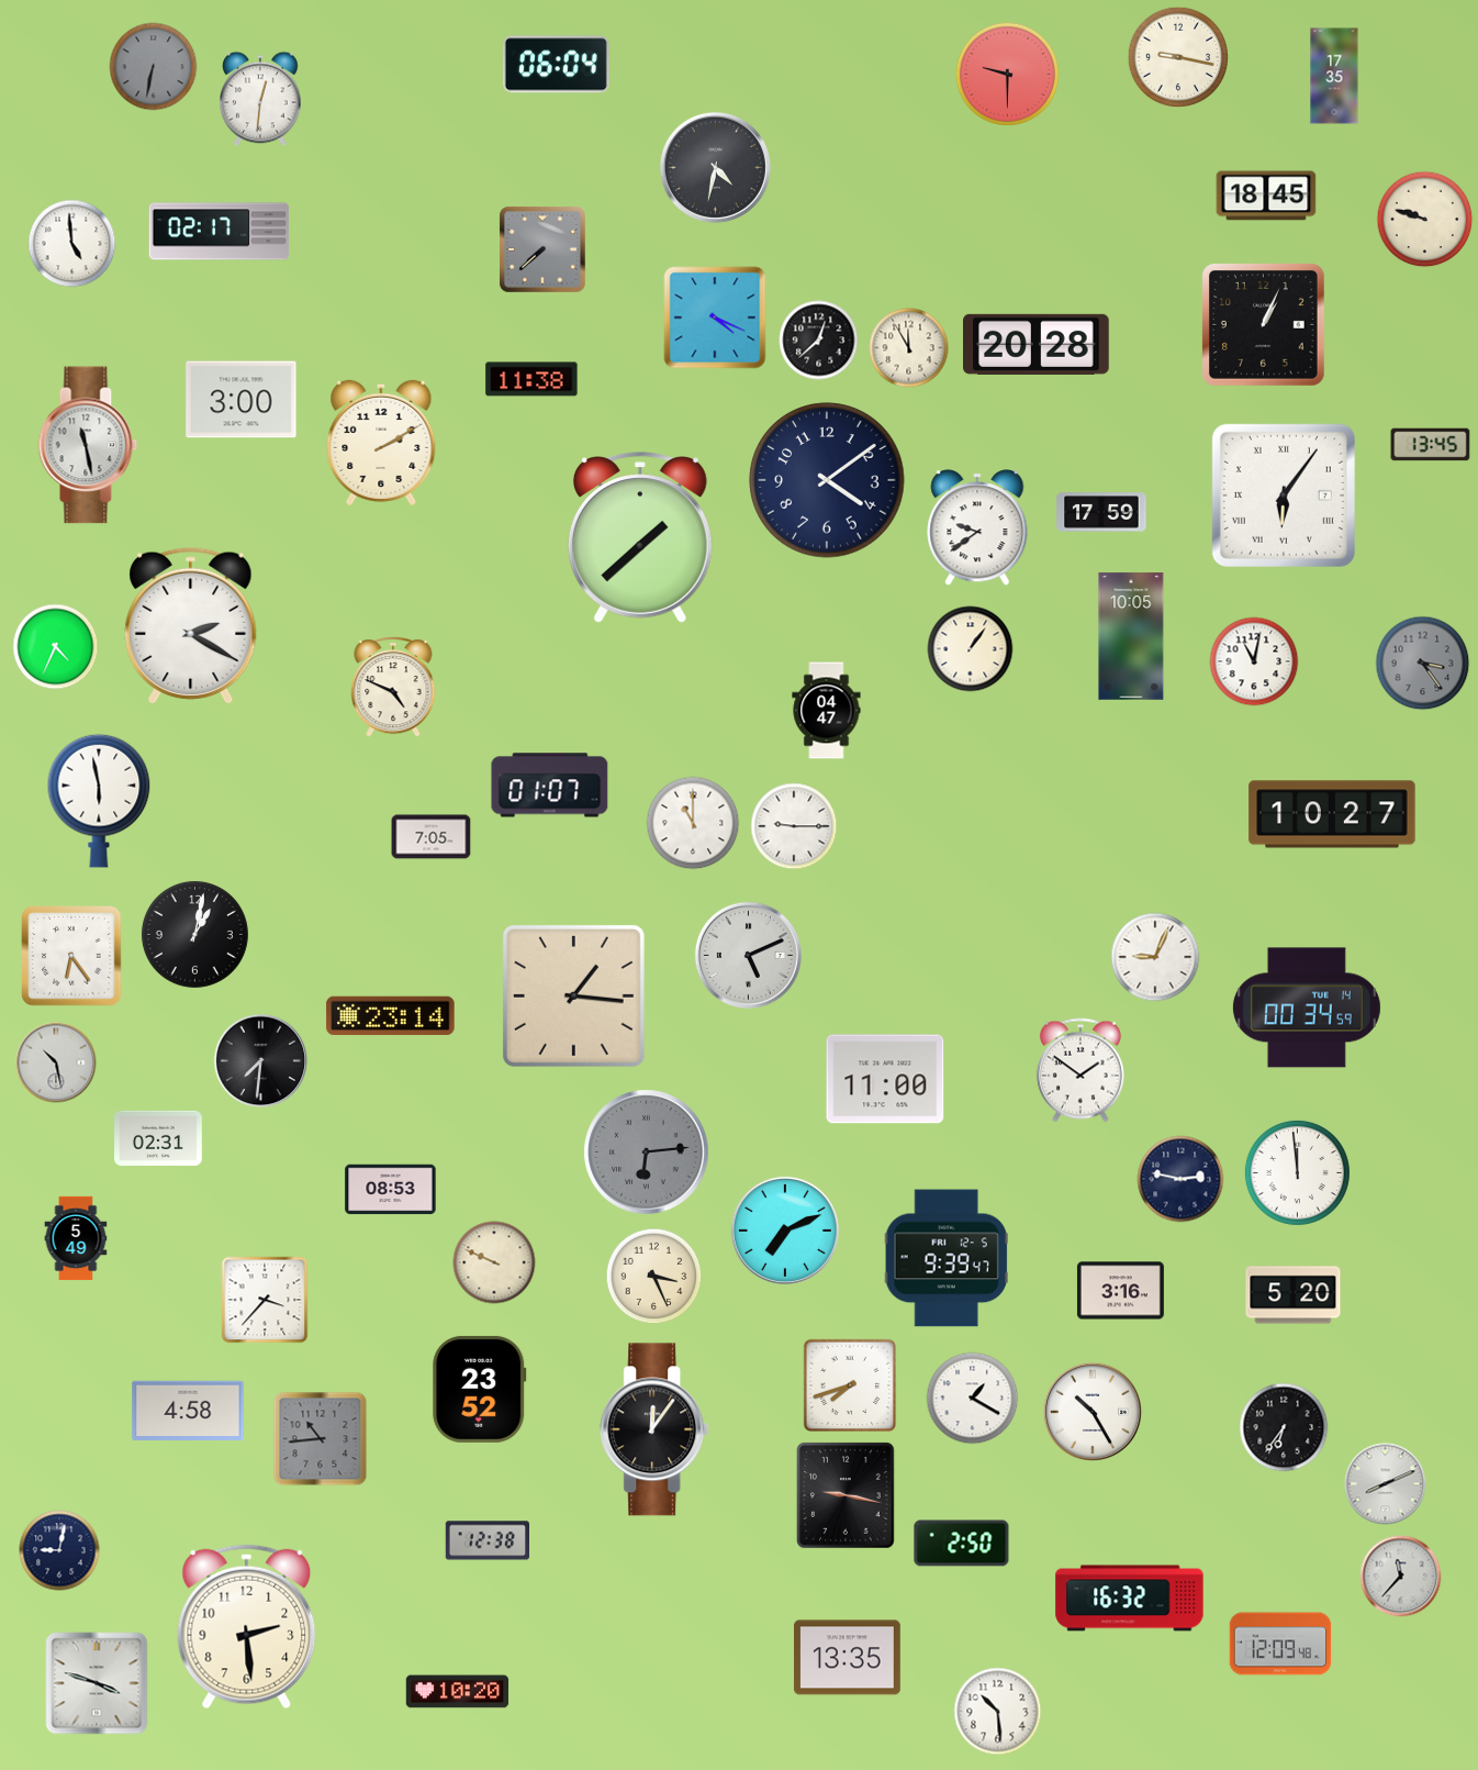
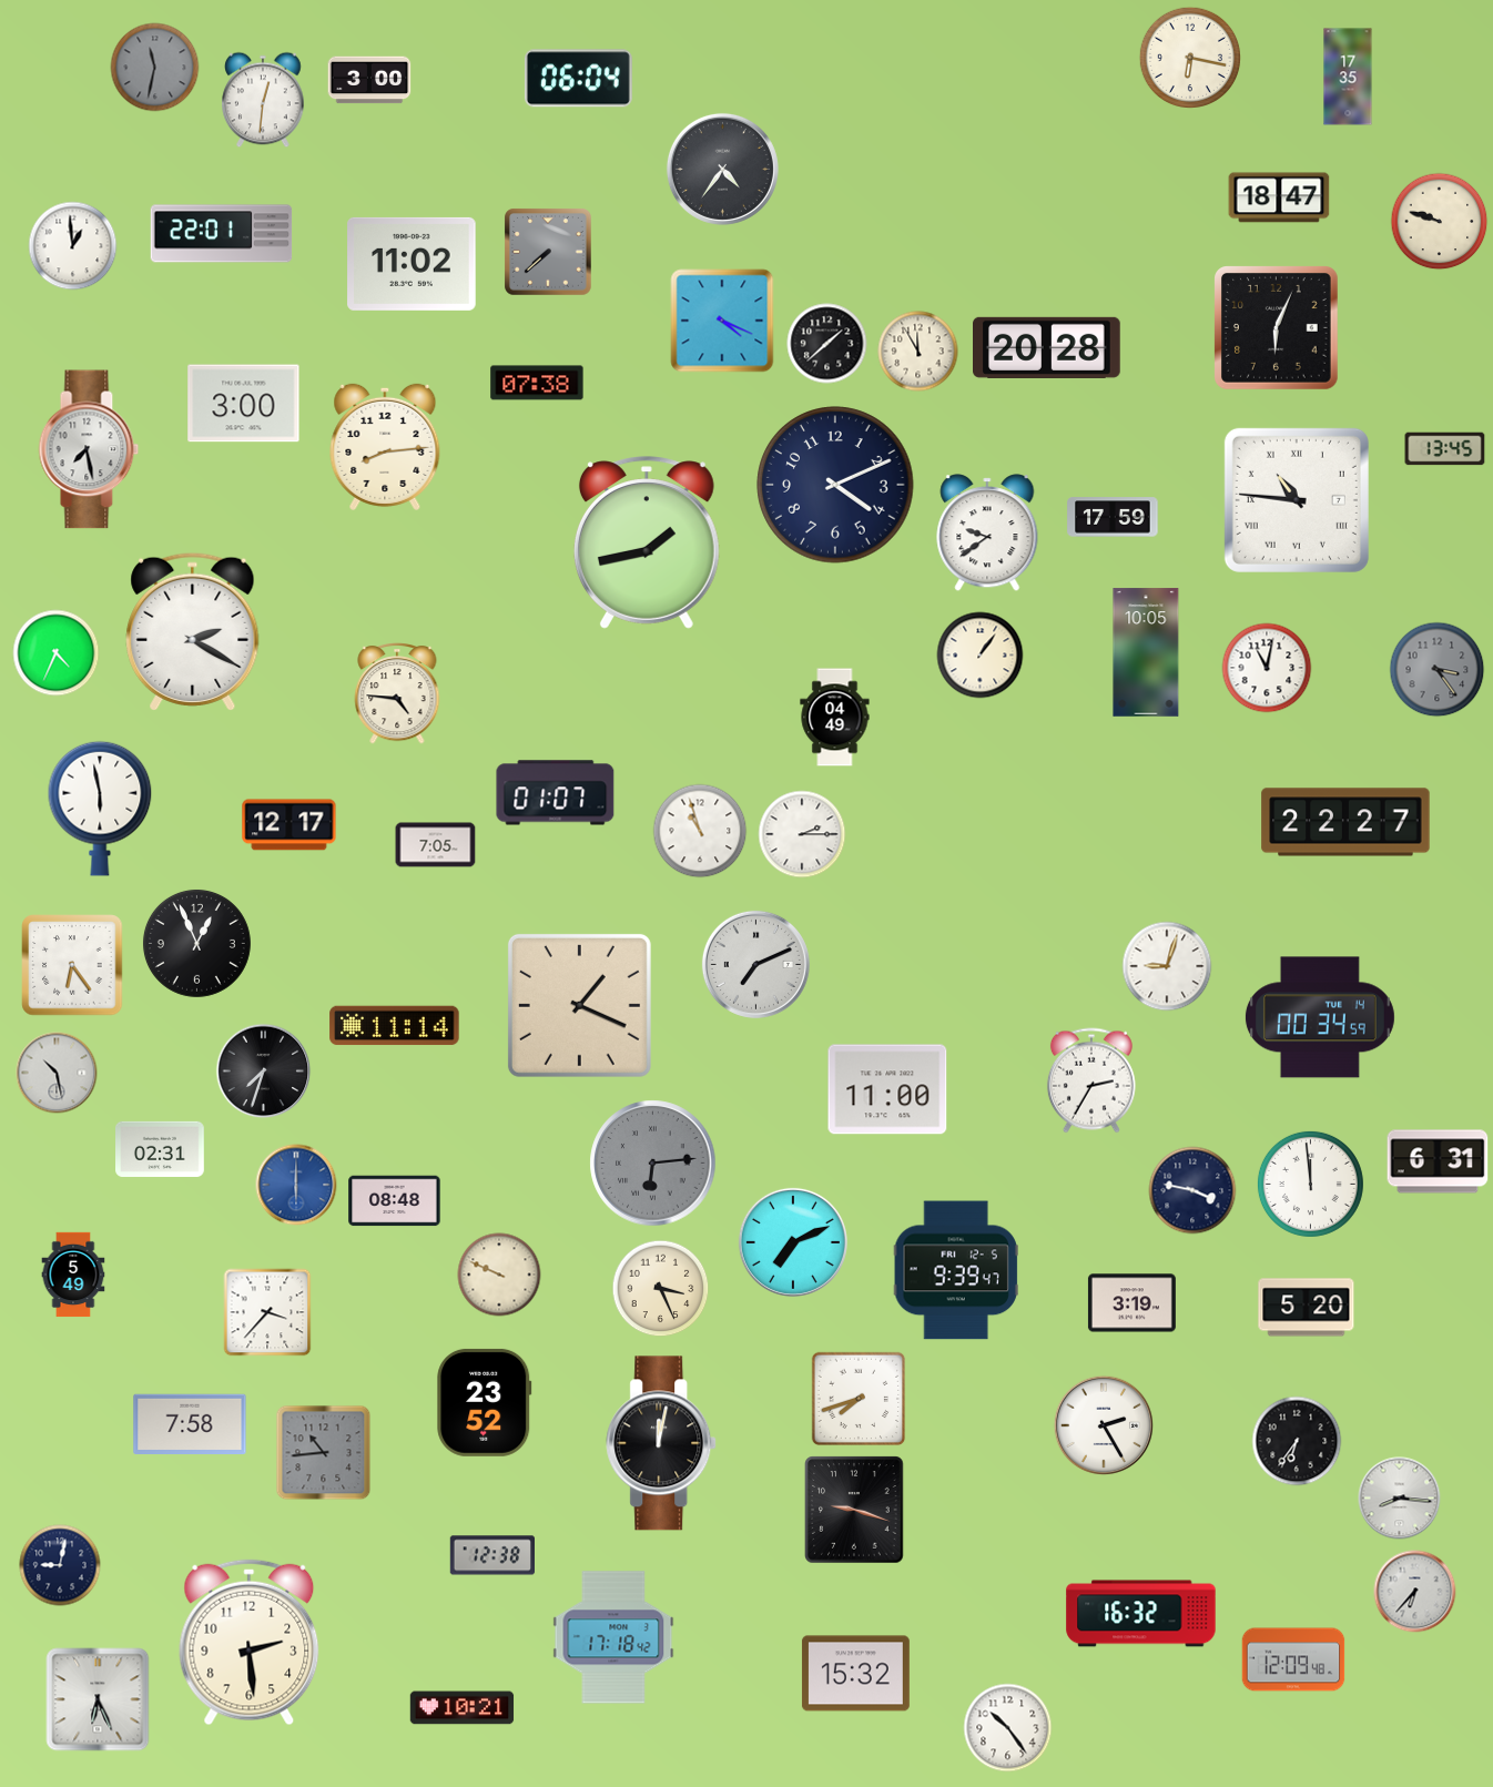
clock at (1177, 56): 9:17 -> 6:17
clock at (556, 65) position: (556, 65) -> (578, 79)
clock at (154, 67): 6:32 -> 11:32
clock at (1007, 74): 9:30 -> none
clock at (369, 80): none -> 3:00
clock at (715, 167): 4:32 -> 4:36
clock at (1266, 196): 18:45 -> 18:47
clock at (220, 232): 02:17 -> 22:01
clock at (72, 244): 4:59 -> 12:59
clock at (412, 264): none -> 11:02
clock at (1264, 325): 1:04 -> 6:04
clock at (819, 341): 12:38 -> 1:38
clock at (531, 379): 11:38 -> 07:38
clock at (381, 443): 2:10 -> 8:14
clock at (88, 445): 11:28 -> 7:28
clock at (827, 480): 4:09 -> 4:11
clock at (1284, 496): 6:06 -> 10:46
clock at (640, 537): 1:38 -> 1:43
clock at (1131, 636) position: (1131, 636) -> (1146, 652)
clock at (393, 688): 4:49 -> 4:46
clock at (827, 711): 04:47 -> 04:49
clock at (1332, 814): 10:27 -> 22:27
clock at (290, 825): none -> 12:17
clock at (693, 823): 11:00 -> 10:57
clock at (794, 826): 9:15 -> 2:15
clock at (194, 934): 1:02 -> 12:56
clock at (748, 955): 5:11 -> 7:11
clock at (1155, 957): 9:04 -> 9:03
clock at (573, 995): 1:16 -> 1:19
clock at (391, 1016): 23:14 -> 11:14
clock at (261, 1061): 7:31 -> 7:33
clock at (1080, 1070): 1:51 -> 2:35
clock at (885, 1079) position: (885, 1079) -> (887, 1089)
clock at (1438, 1161): none -> 6:31
clock at (296, 1185): none -> 6:00
clock at (1180, 1179): 2:47 -> 3:47
clock at (391, 1190): 08:53 -> 08:48
clock at (76, 1238) position: (76, 1238) -> (73, 1275)
clock at (1120, 1291): 3:16 -> 3:19
clock at (973, 1399): 1:20 -> none
clock at (188, 1411): 4:58 -> 7:58
clock at (1093, 1412): 10:25 -> 2:25
clock at (656, 1429): 12:06 -> 12:02
clock at (1386, 1484): 8:11 -> 8:16
clock at (846, 1495): 9:17 -> 9:18
clock at (962, 1544): 2:50 -> none
clock at (1401, 1577): 11:37 -> 6:37
clock at (613, 1637): none -> 17:18
clock at (847, 1658): 13:35 -> 15:32
clock at (97, 1683): 3:48 -> 6:26
clock at (458, 1692): 10:20 -> 10:21
clock at (998, 1712): 10:29 -> 10:24
